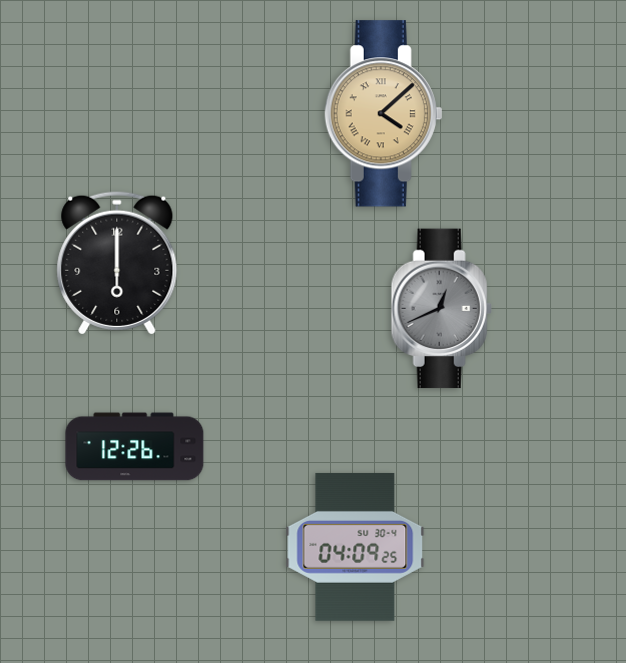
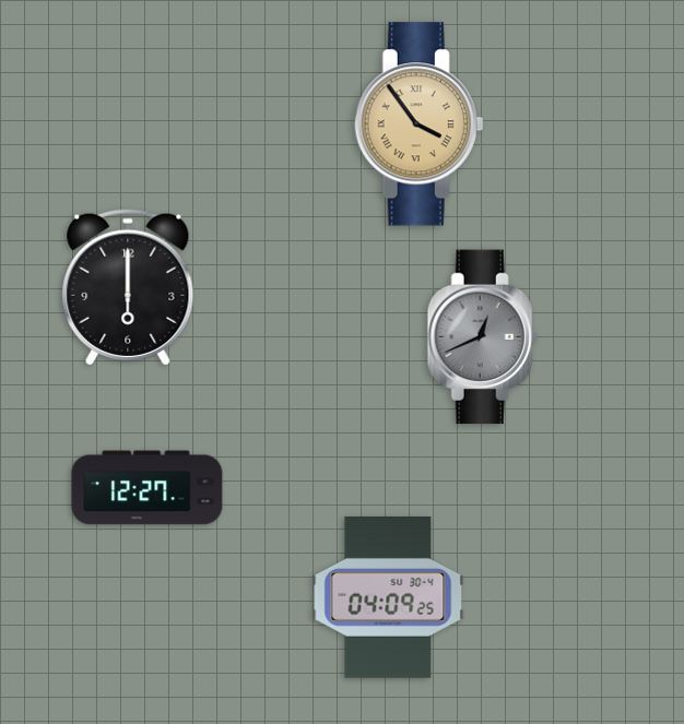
clock at (384, 114): 4:08 -> 3:54
clock at (135, 447): 12:26 -> 12:27
